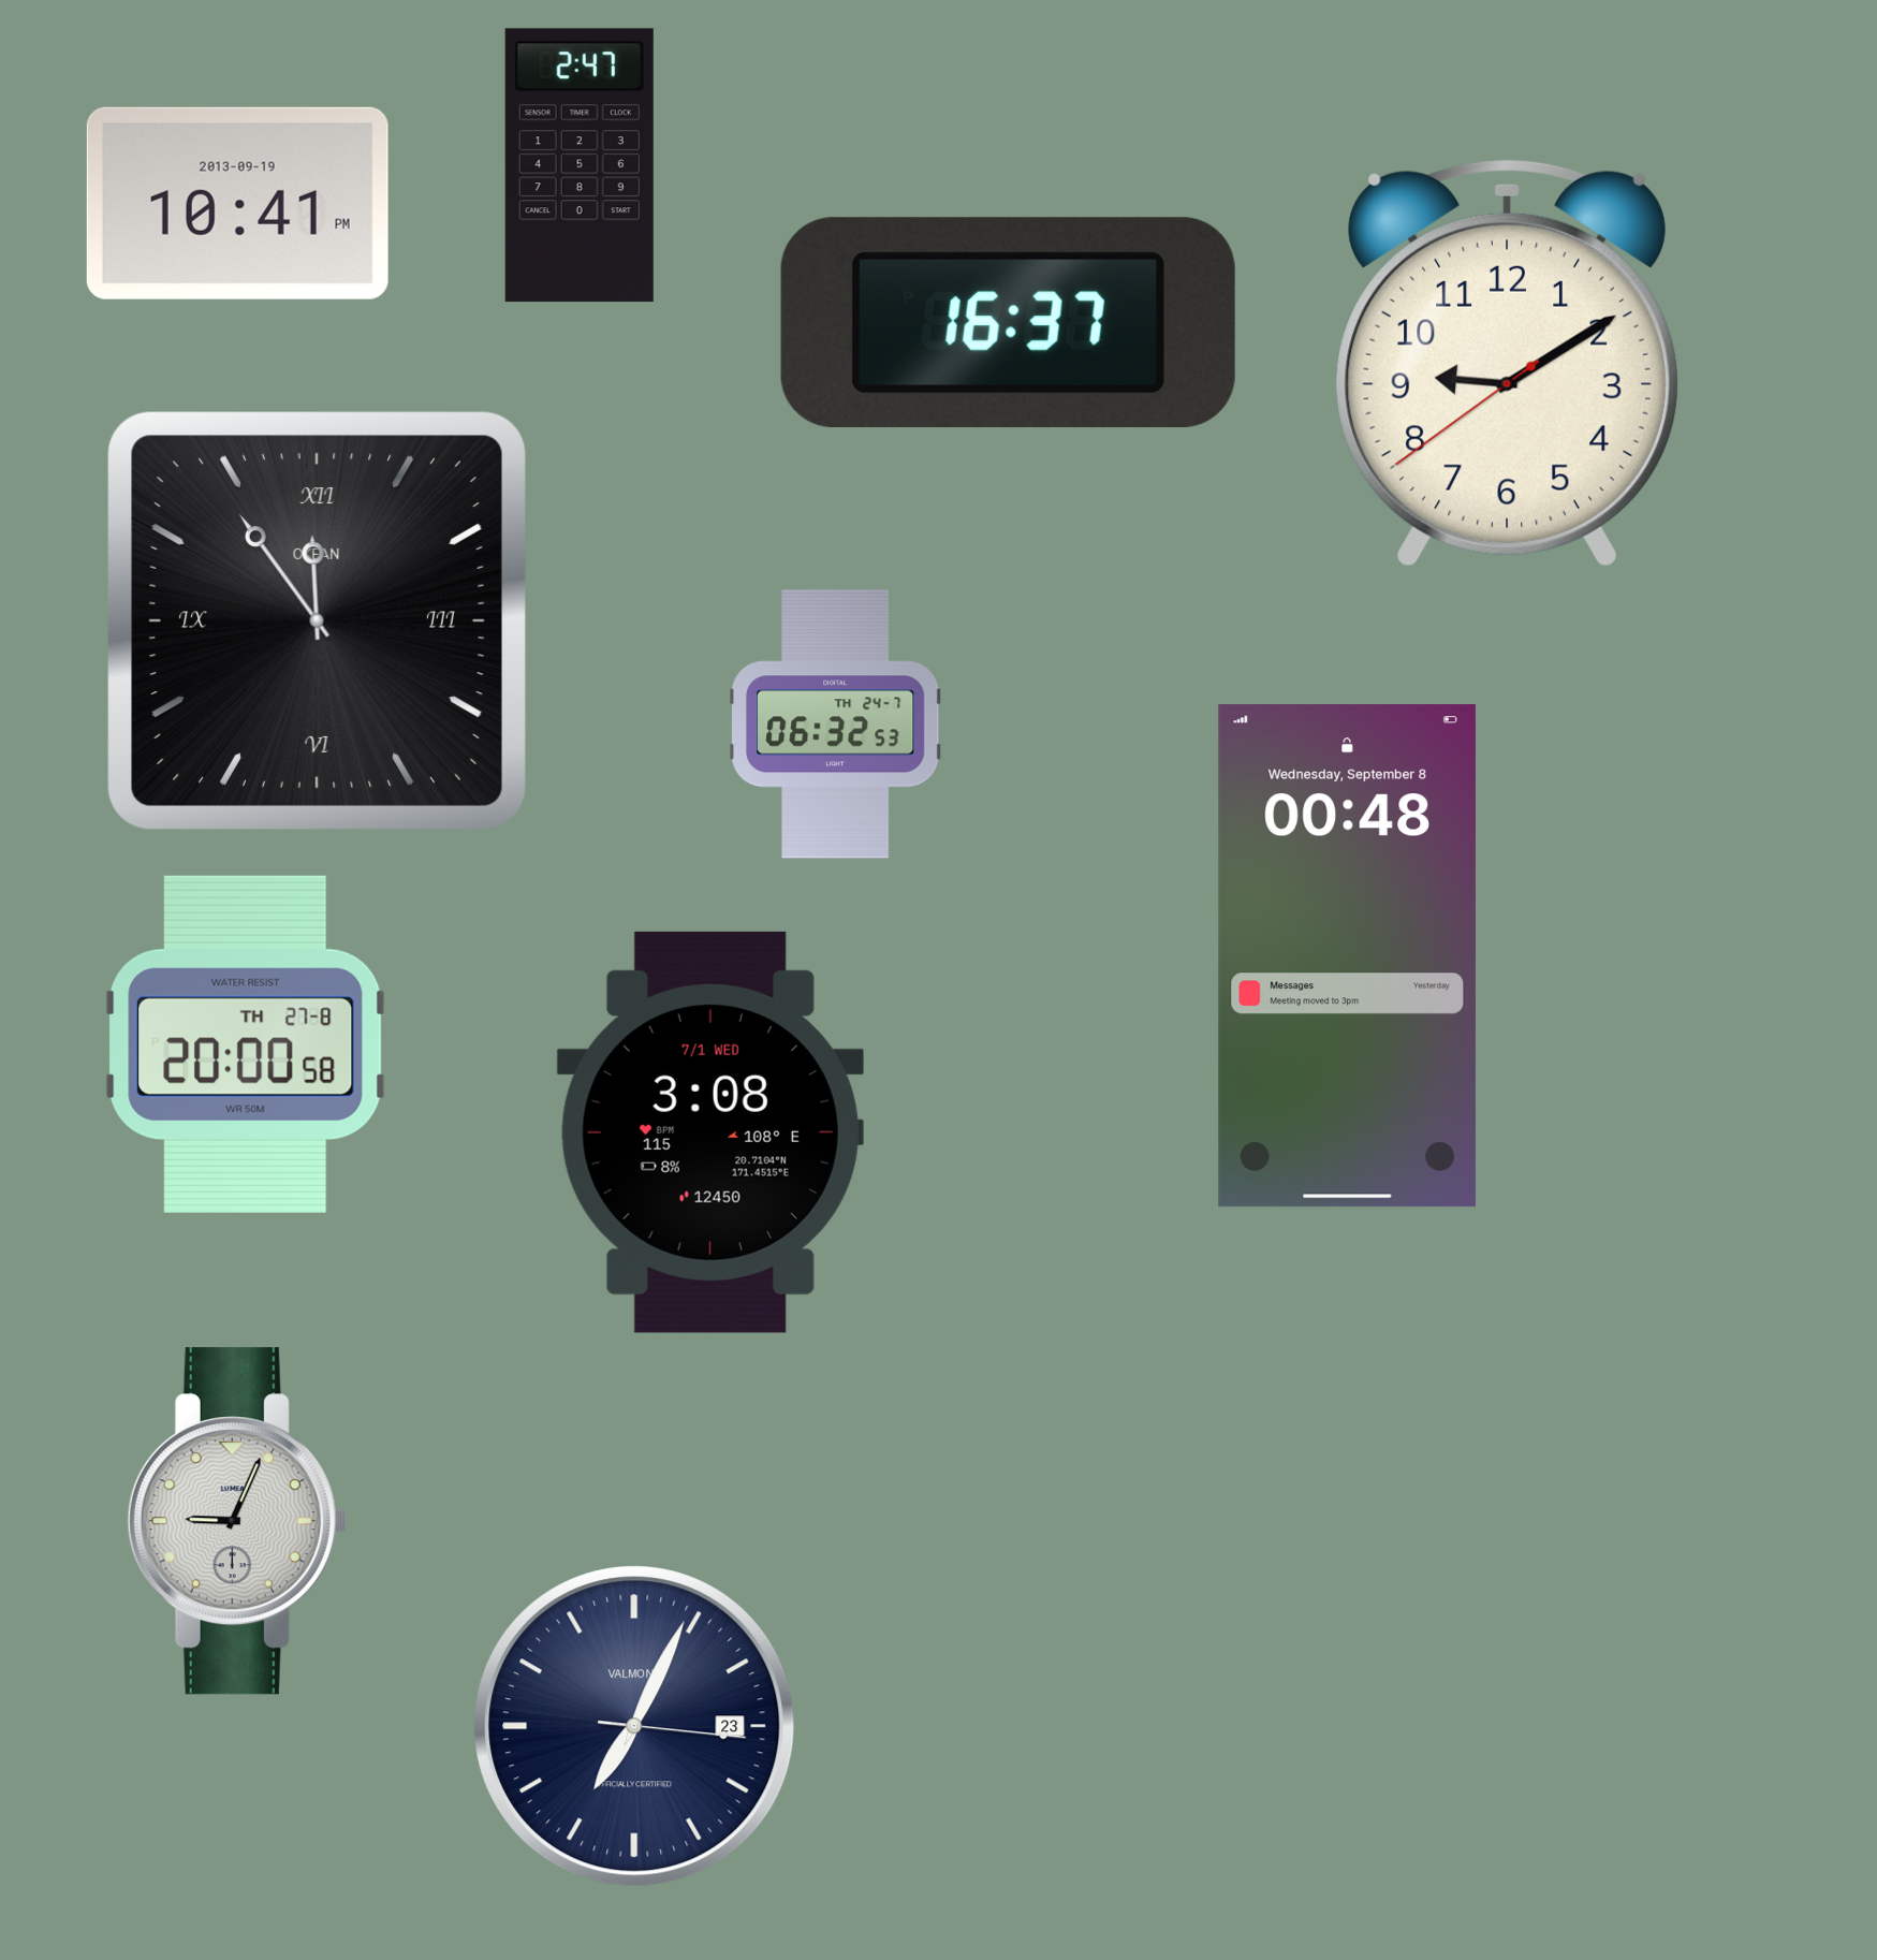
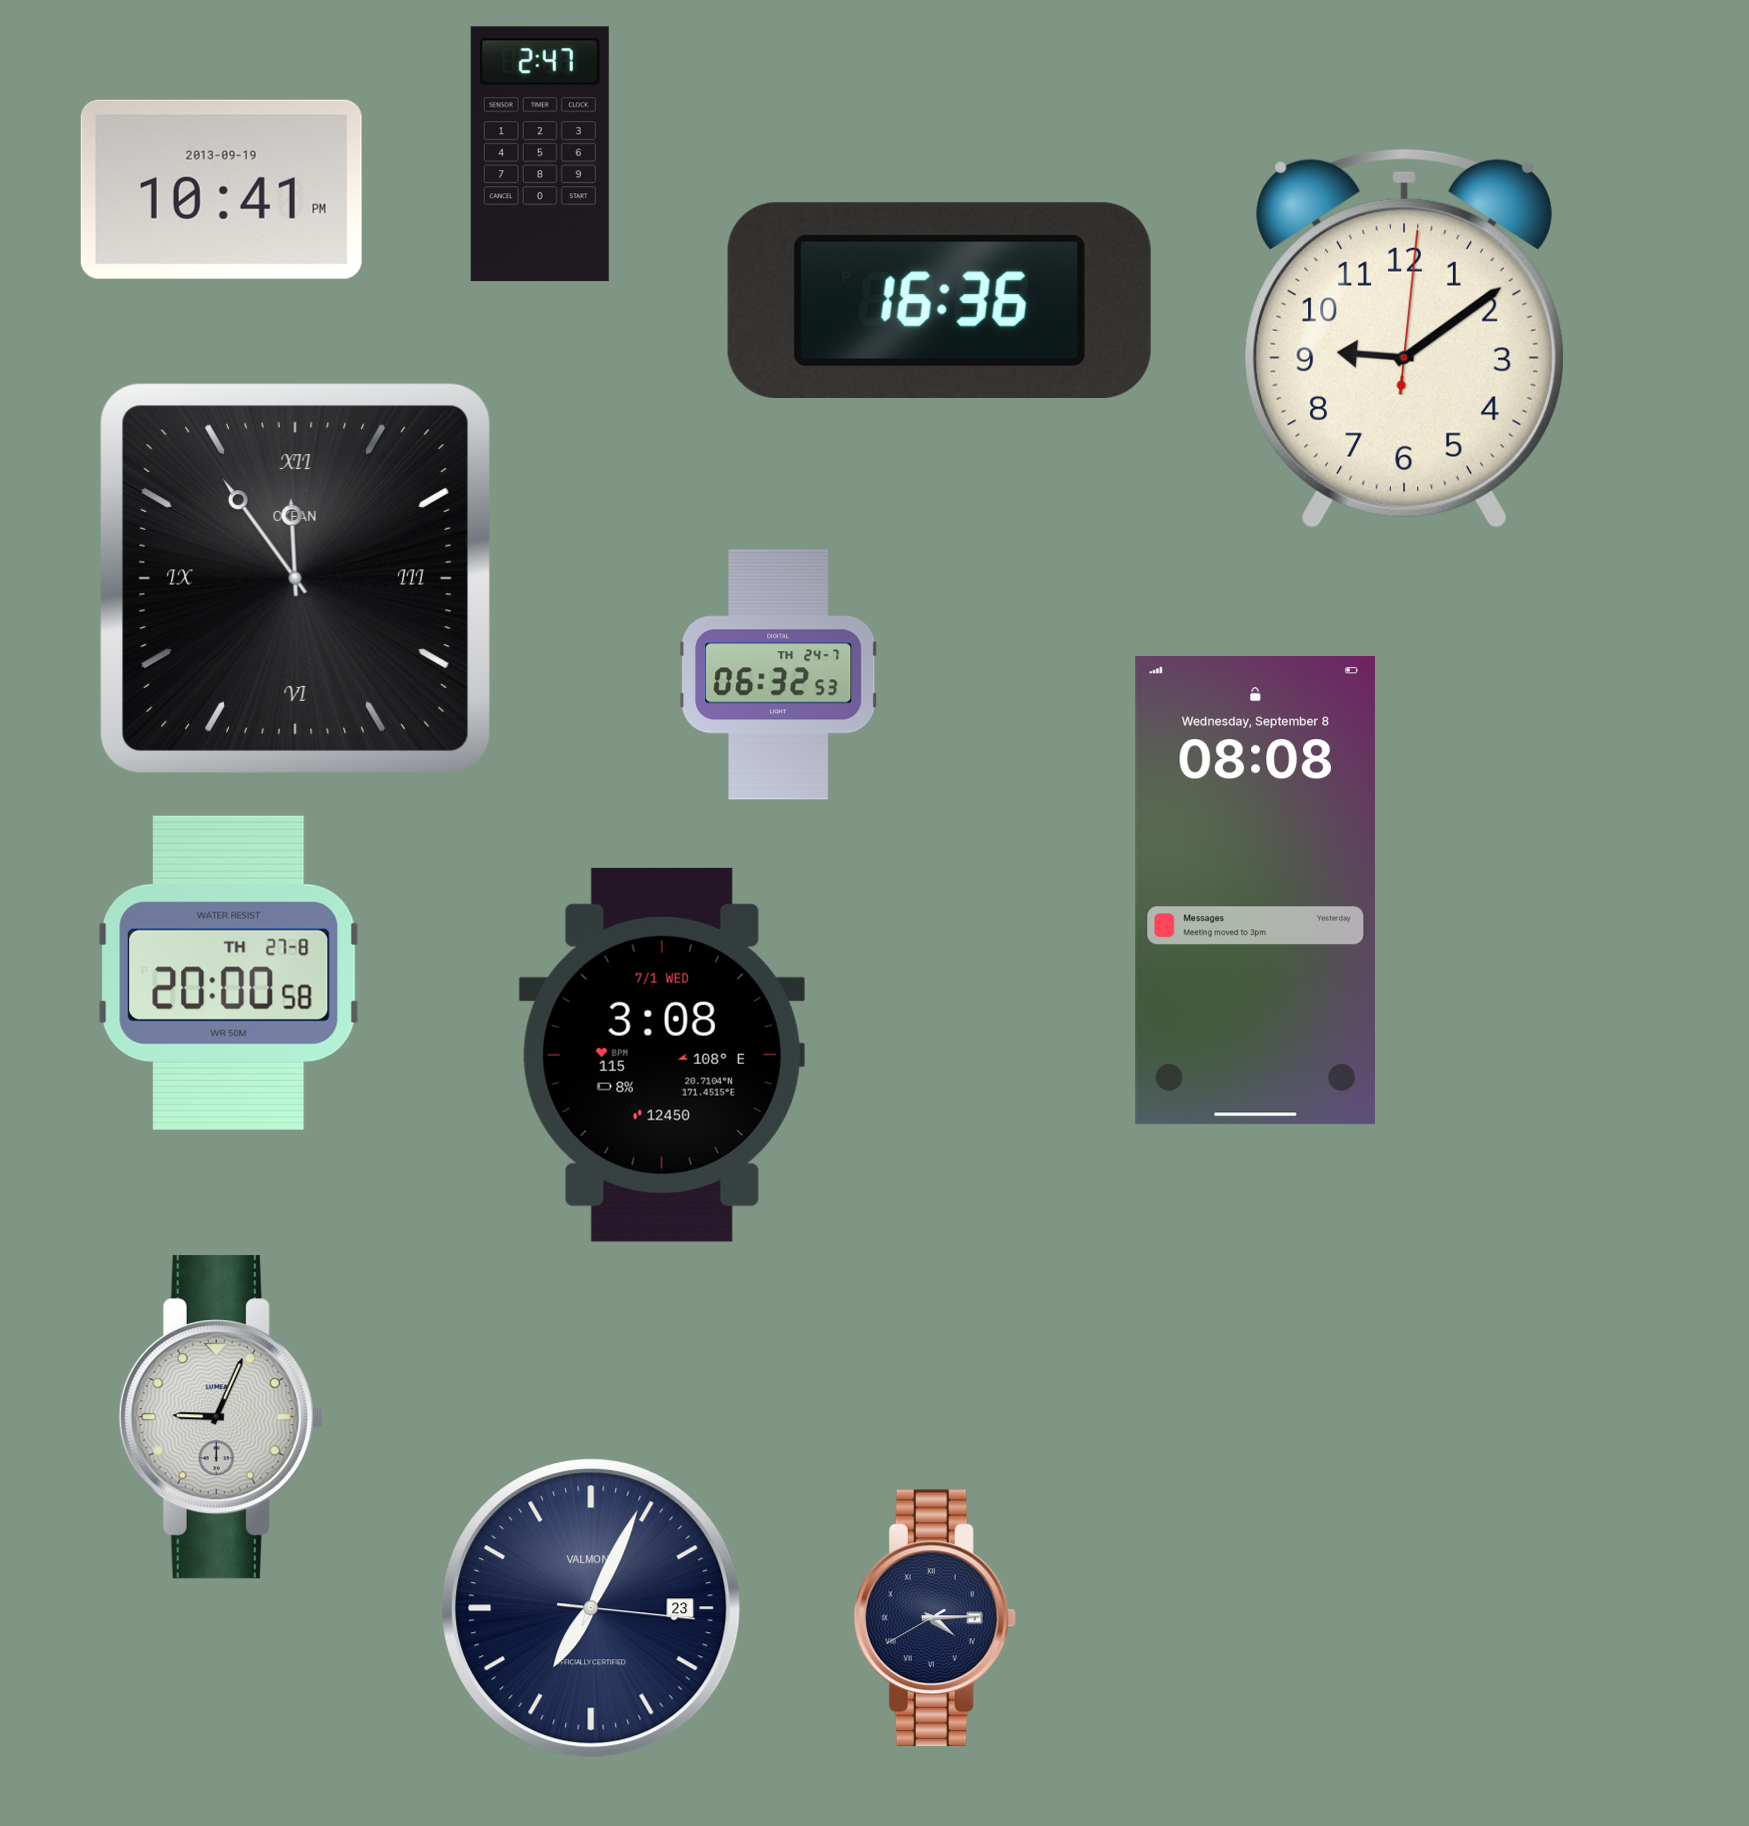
clock at (1008, 322): 16:37 -> 16:36
clock at (1507, 363): 9:09:39 -> 9:09:01
clock at (1347, 956): 00:48 -> 08:08
clock at (935, 1618): none -> 4:14
